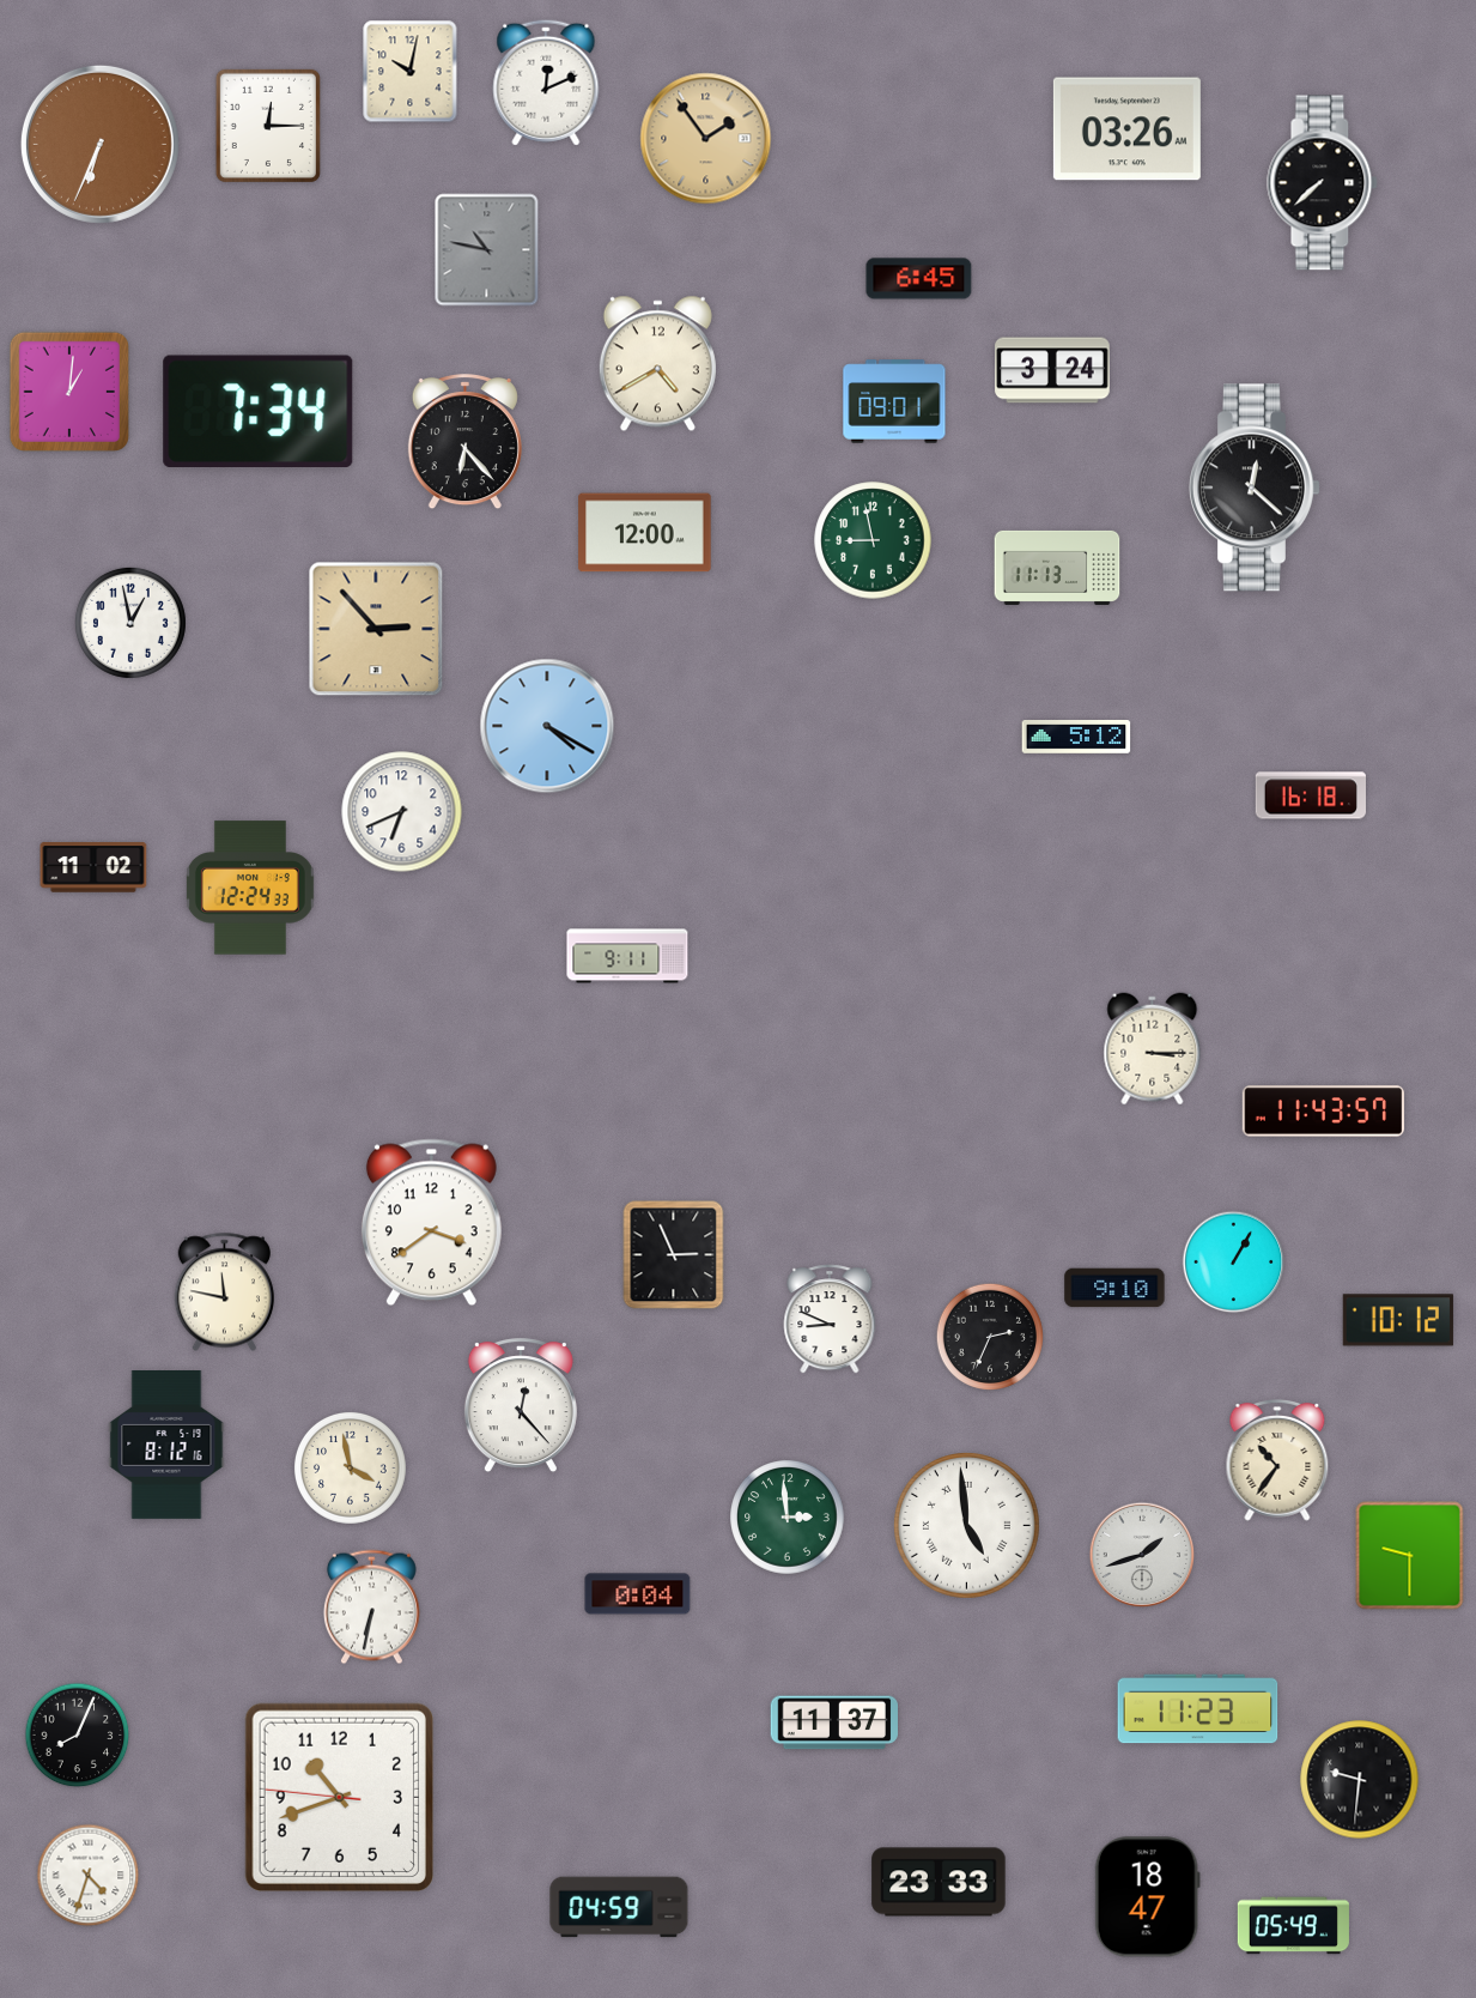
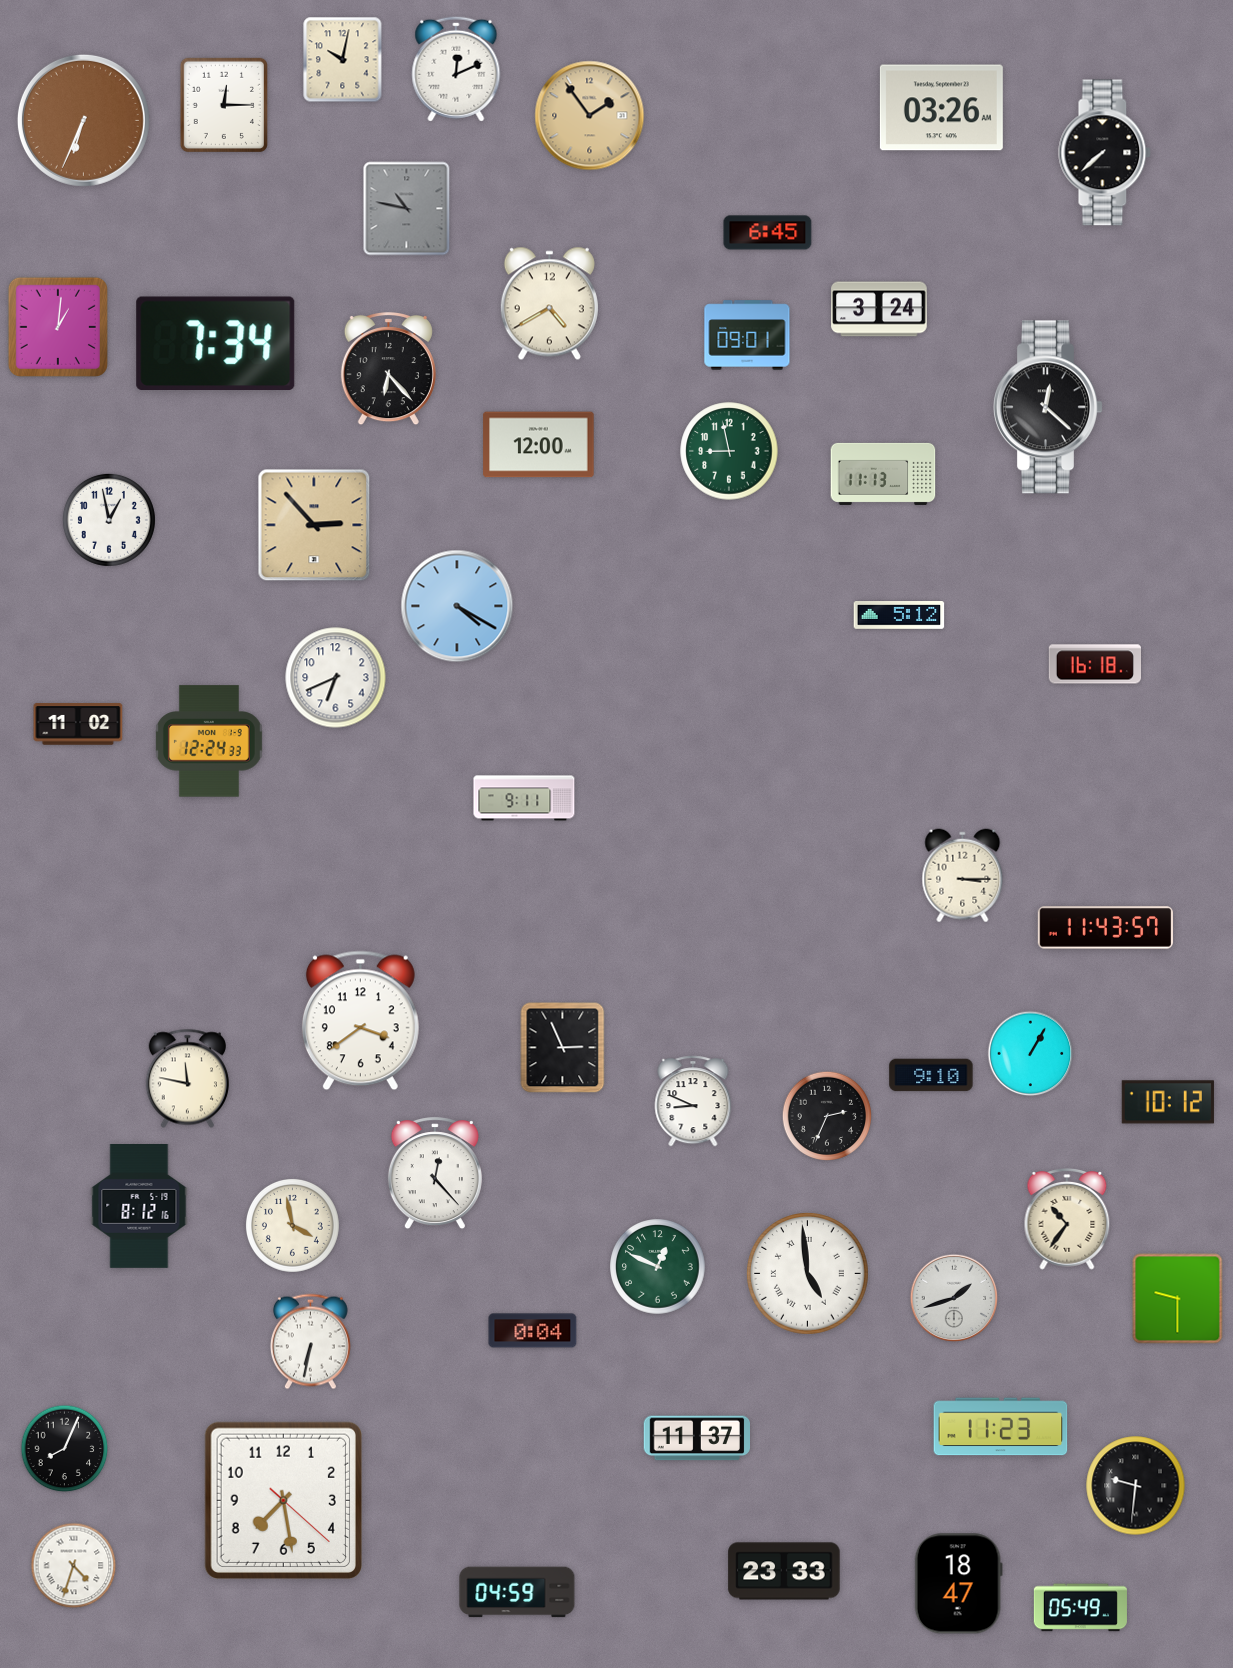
clock at (788, 1518): 2:59 -> 12:49
clock at (339, 1797): 10:41 -> 7:28
